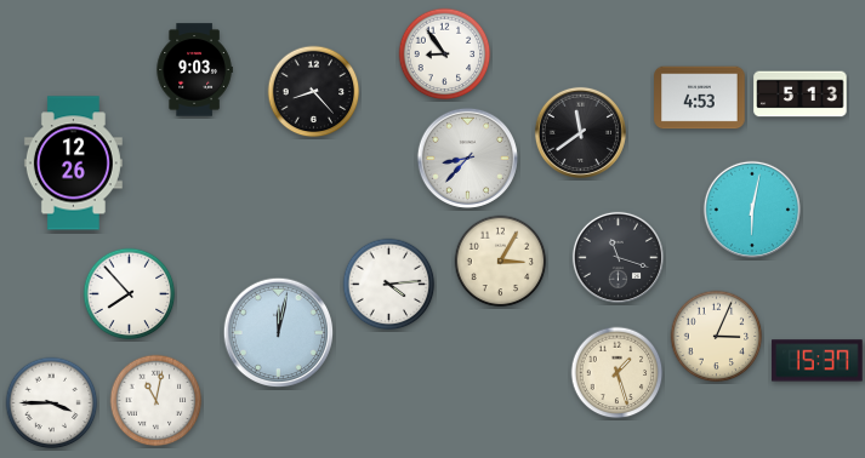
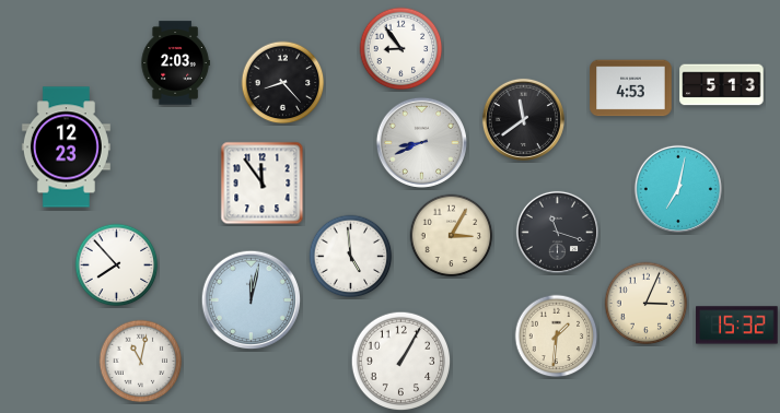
clock at (194, 70): 9:03 -> 2:03
clock at (467, 158): 8:37 -> 8:41
clock at (73, 164): 12:26 -> 12:23
clock at (263, 184): none -> 11:54
clock at (752, 210): 6:02 -> 7:02
clock at (389, 285): 4:14 -> 4:59
clock at (818, 361): 15:37 -> 15:32
clock at (618, 373): 1:27 -> 1:31
clock at (401, 362): none -> 1:05
clock at (52, 403): 3:45 -> none
